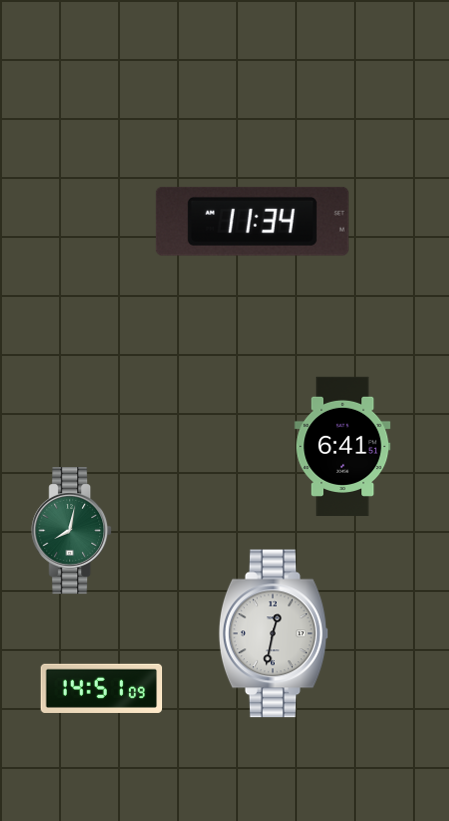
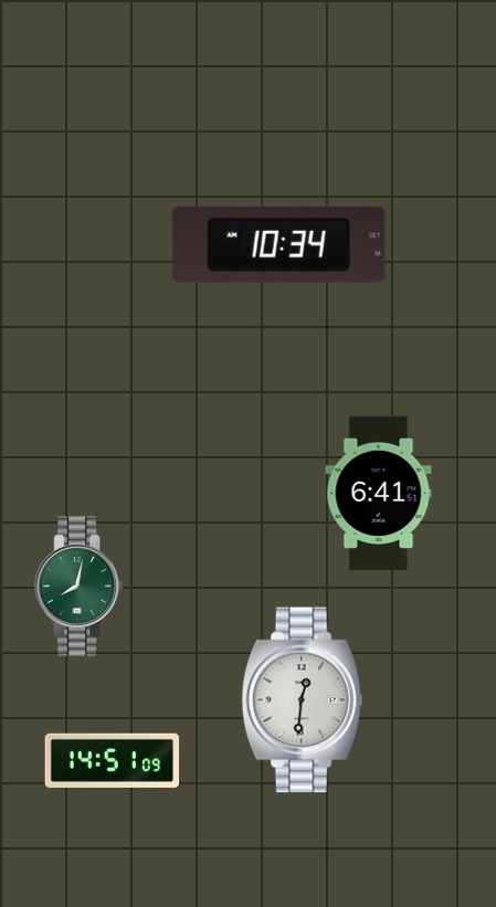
clock at (252, 221): 11:34 -> 10:34
clock at (274, 634): 12:32 -> 12:31
